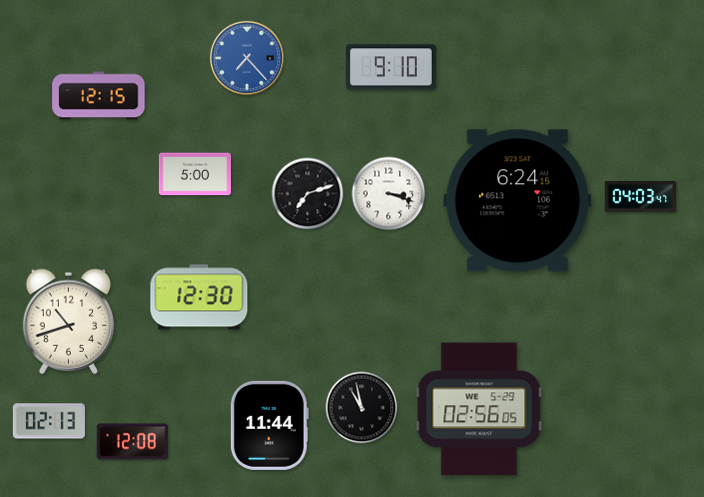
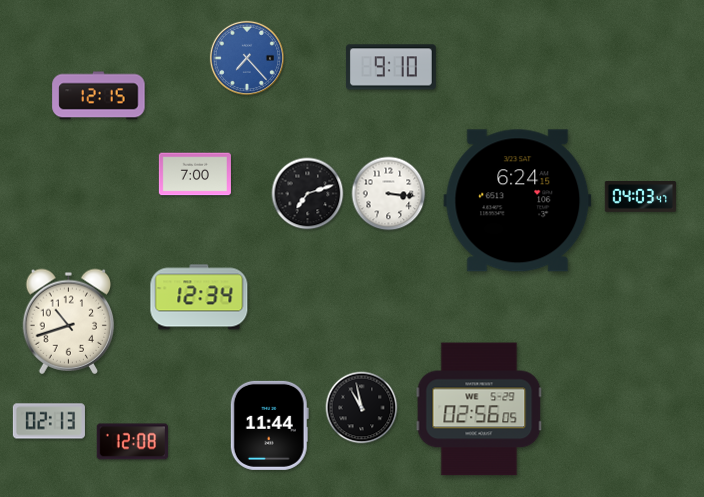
clock at (195, 174): 5:00 -> 7:00
clock at (389, 194): 3:18 -> 3:16
clock at (199, 297): 12:30 -> 12:34
